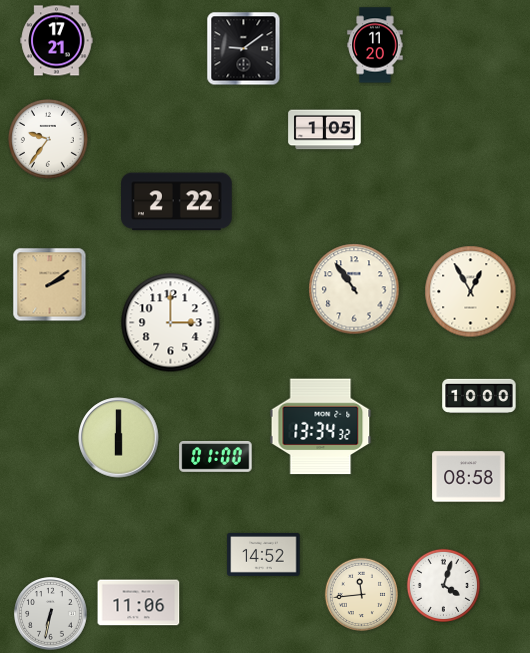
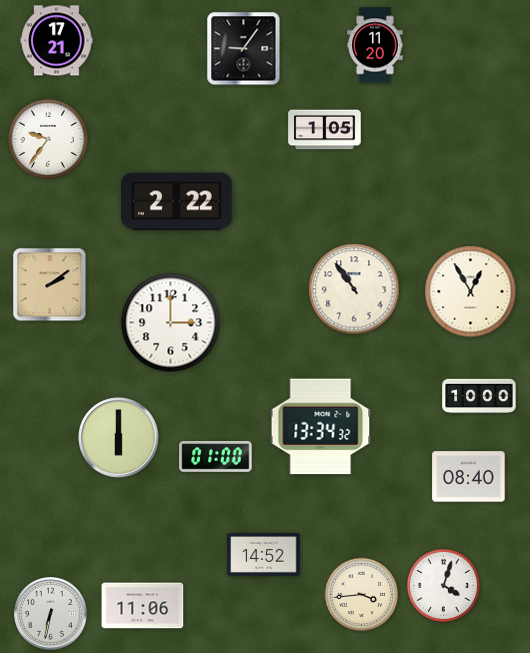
clock at (244, 49): 9:09 -> 9:06
clock at (469, 477): 08:58 -> 08:40
clock at (361, 594): 11:44 -> 3:44
clock at (139, 603) position: (139, 603) -> (143, 606)
